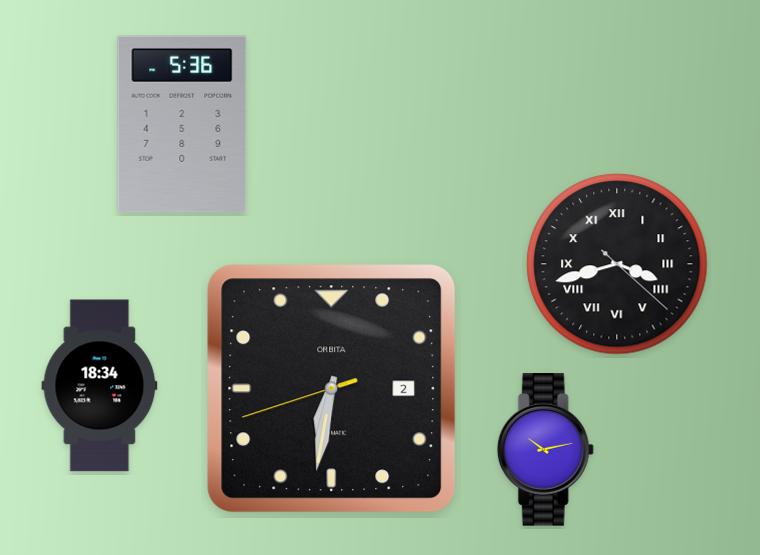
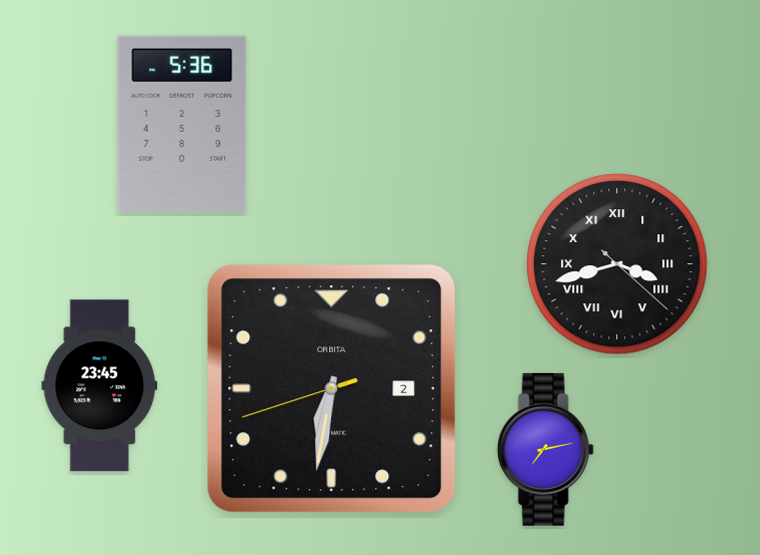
clock at (100, 386): 18:34 -> 23:45
clock at (545, 450): 10:13 -> 7:13
